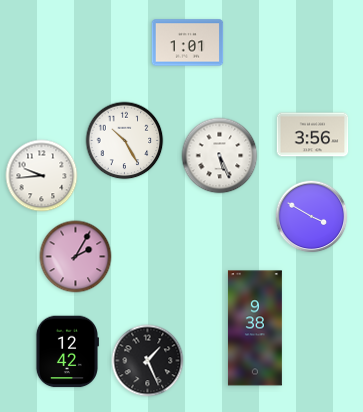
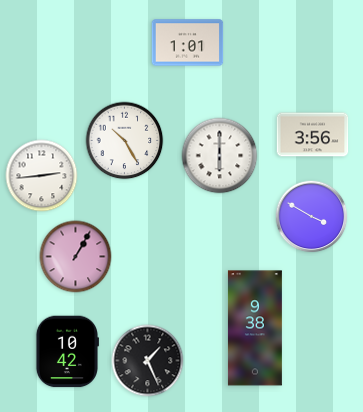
clock at (220, 156): 5:26 -> 6:00
clock at (42, 176): 9:44 -> 2:44
clock at (76, 257): 2:05 -> 1:05
clock at (67, 352): 12:42 -> 10:42
